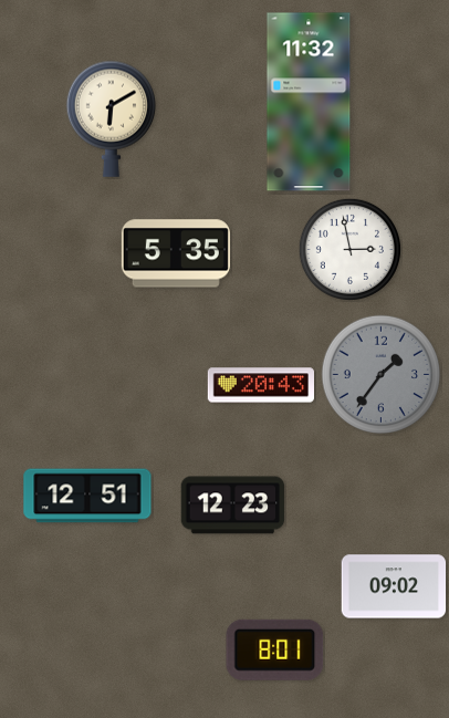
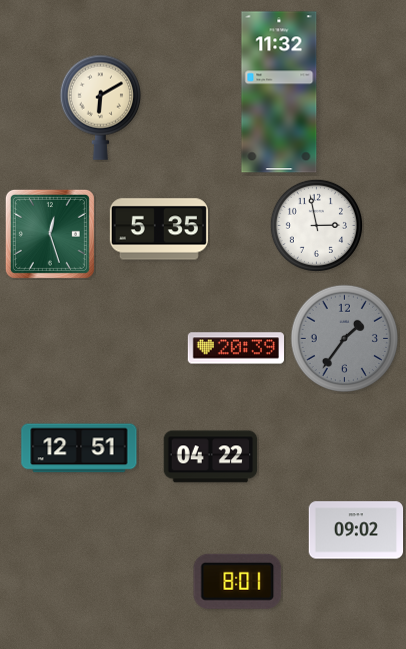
clock at (50, 234): none -> 12:27
clock at (260, 385): 20:43 -> 20:39
clock at (233, 506): 12:23 -> 04:22
clock at (275, 649) position: (275, 649) -> (238, 581)
